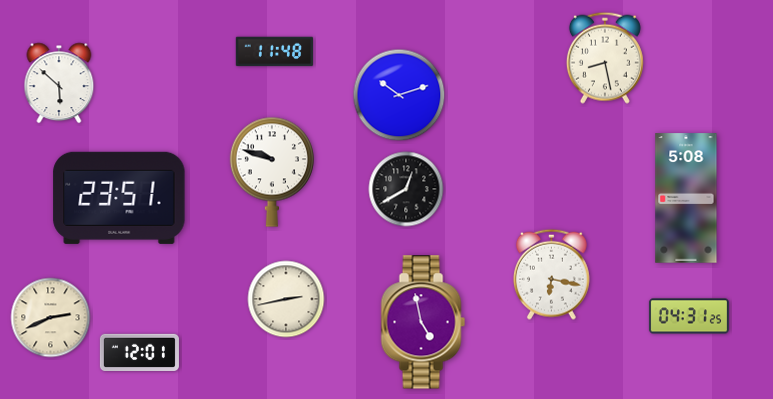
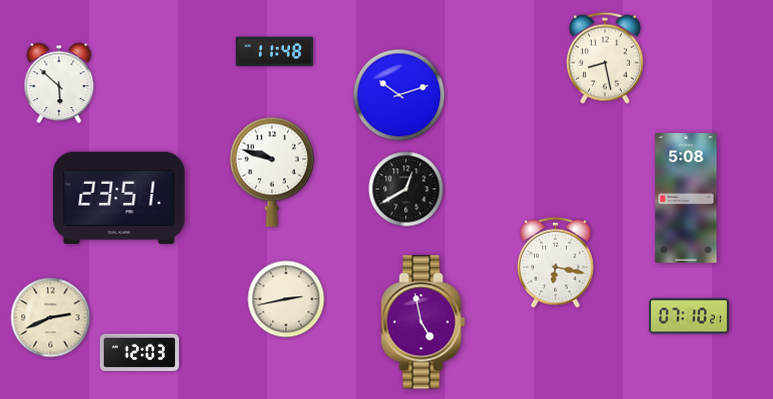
clock at (551, 274) position: (551, 274) -> (555, 262)
clock at (689, 316): 04:31 -> 07:10
clock at (139, 353): 12:01 -> 12:03
